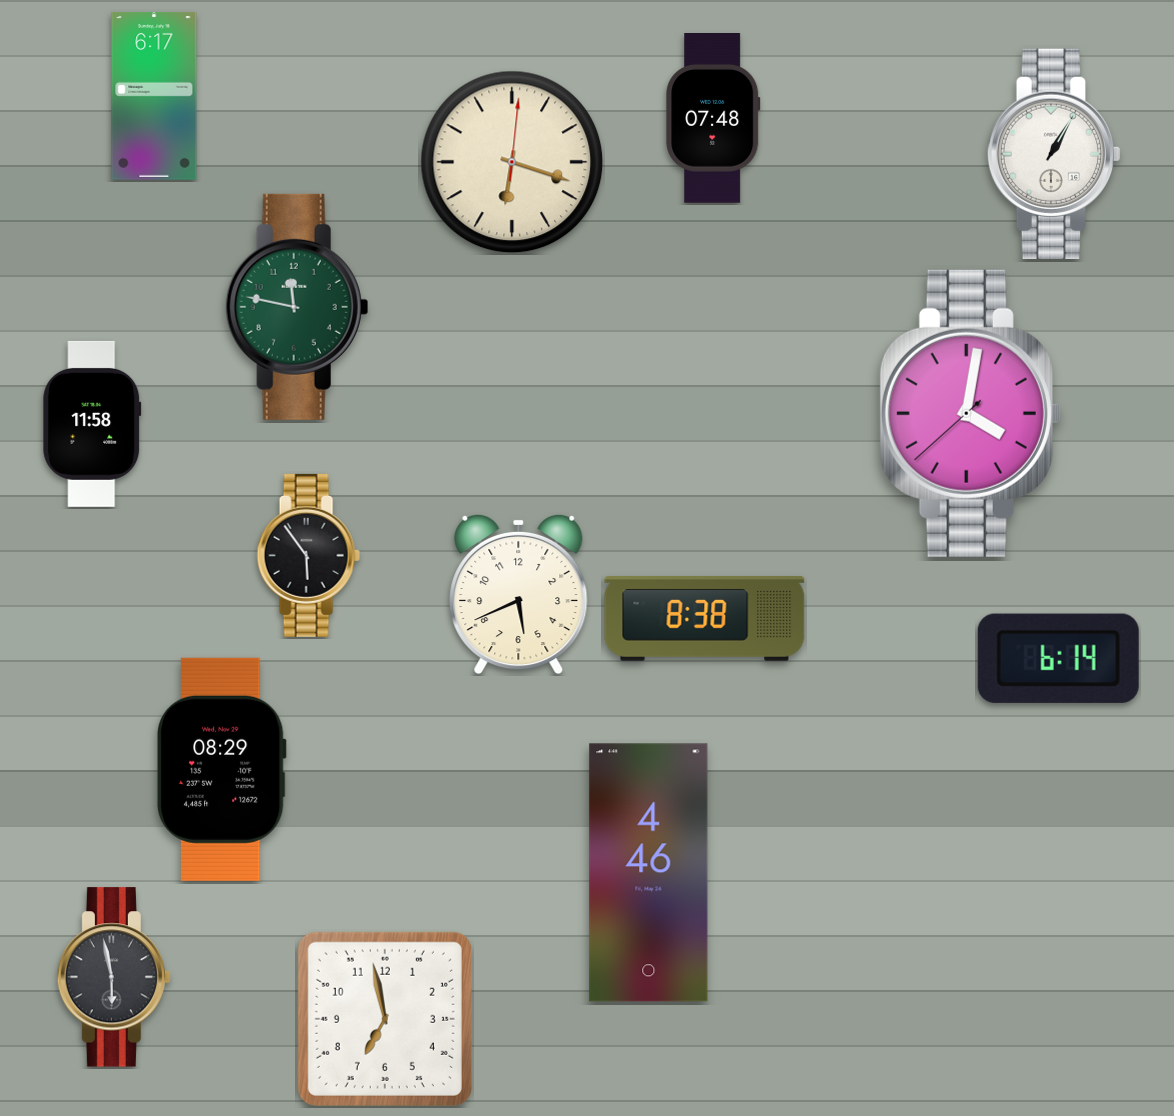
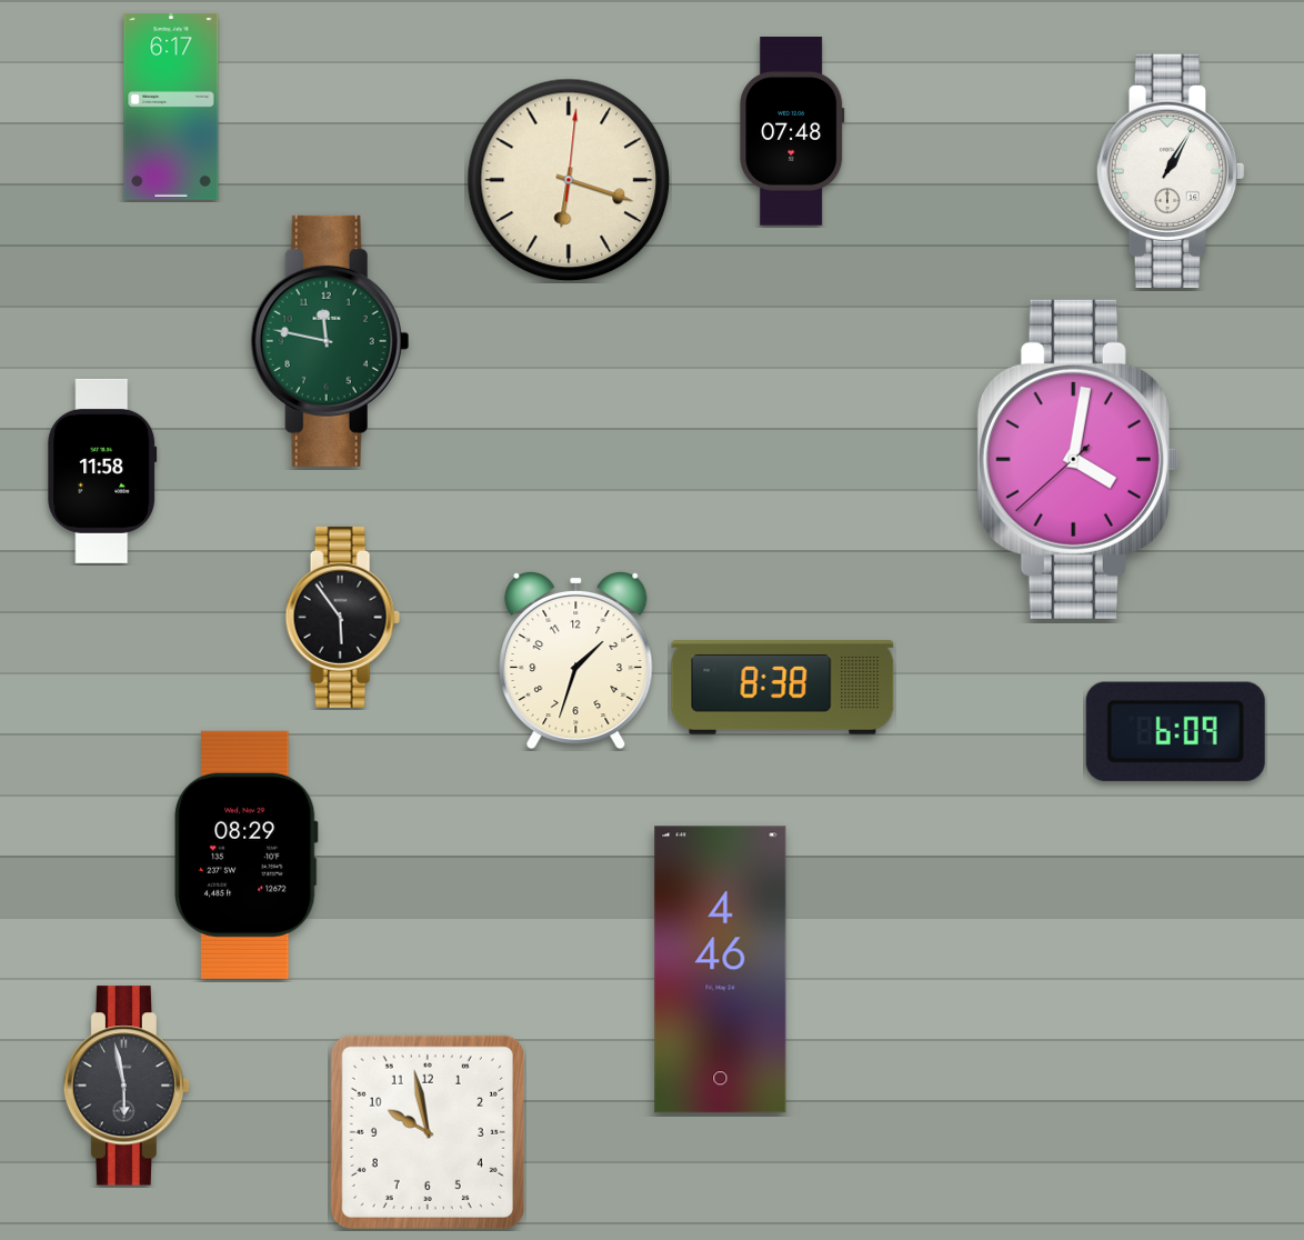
clock at (519, 594): 5:41 -> 1:33
clock at (1058, 658): 6:14 -> 6:09
clock at (385, 1019): 6:58 -> 9:58
